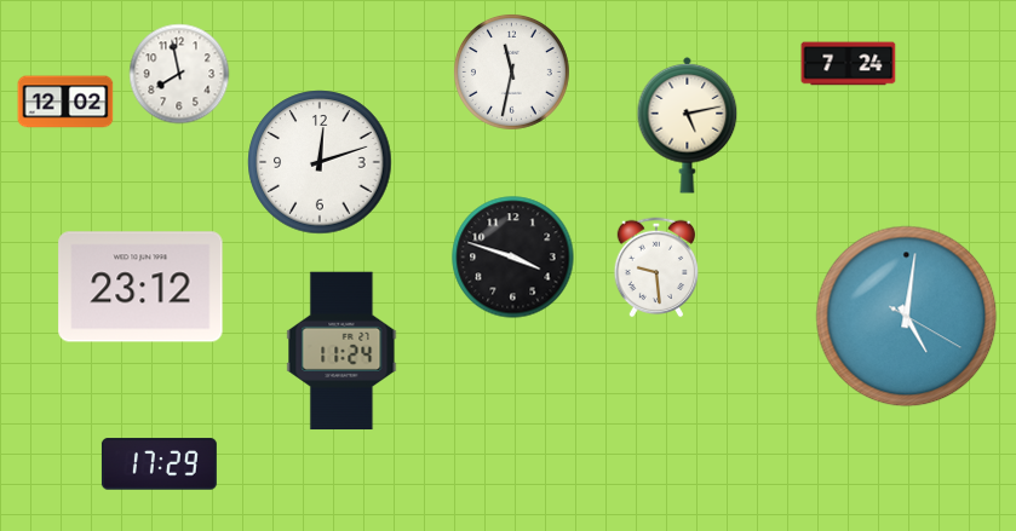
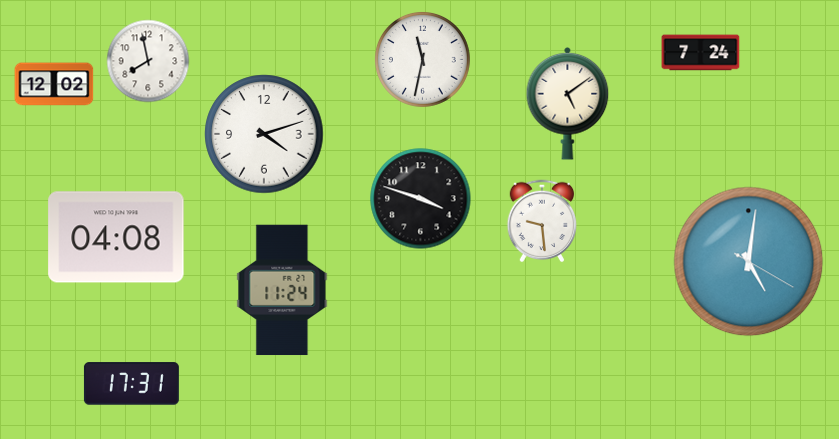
clock at (688, 125): 5:13 -> 5:09
clock at (320, 162): 12:12 -> 4:12
clock at (513, 258) position: (513, 258) -> (421, 199)
clock at (140, 287): 23:12 -> 04:08
clock at (159, 464): 17:29 -> 17:31
